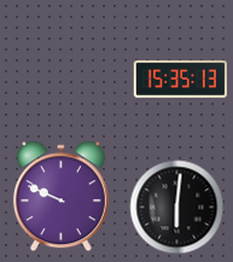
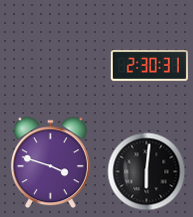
clock at (180, 78): 15:35 -> 2:30
clock at (60, 196): 9:49 -> 3:48
